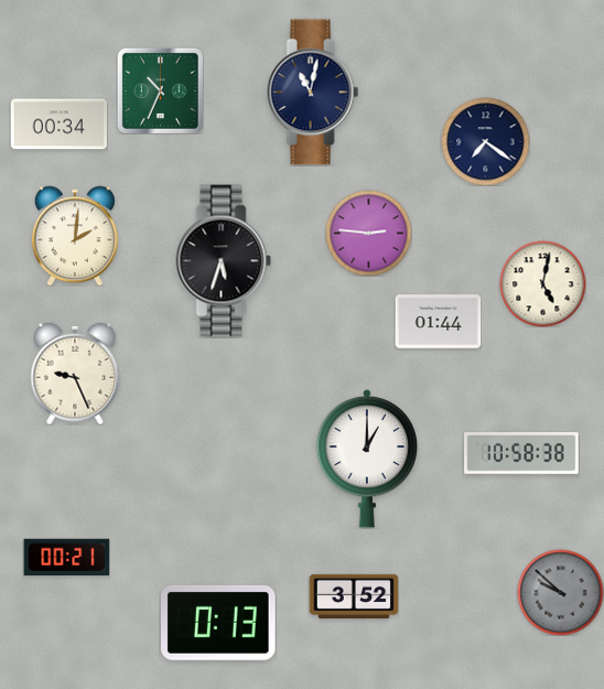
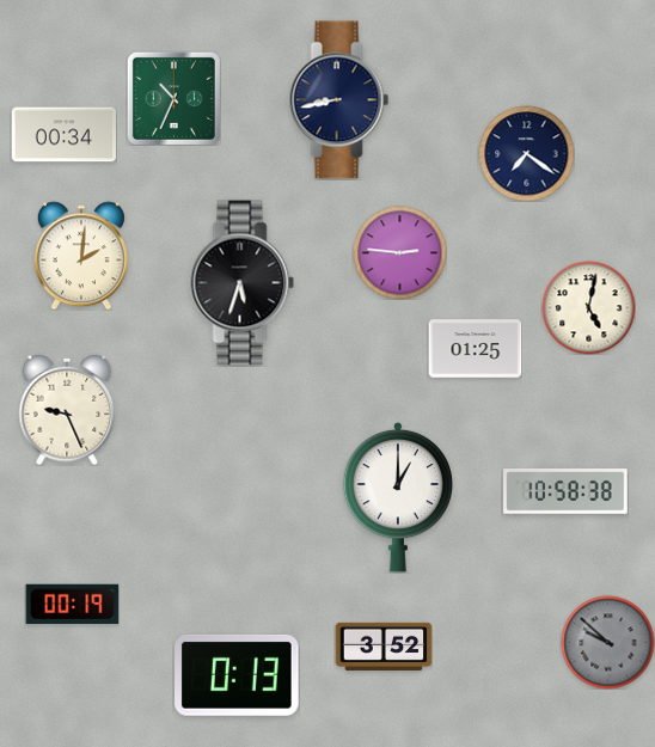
clock at (313, 93): 11:02 -> 8:43
clock at (438, 322): 01:44 -> 01:25
clock at (75, 374) position: (75, 374) -> (67, 410)
clock at (66, 557): 00:21 -> 00:19
